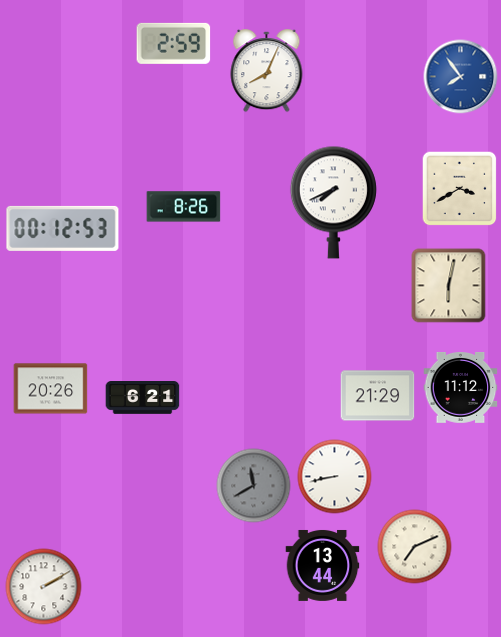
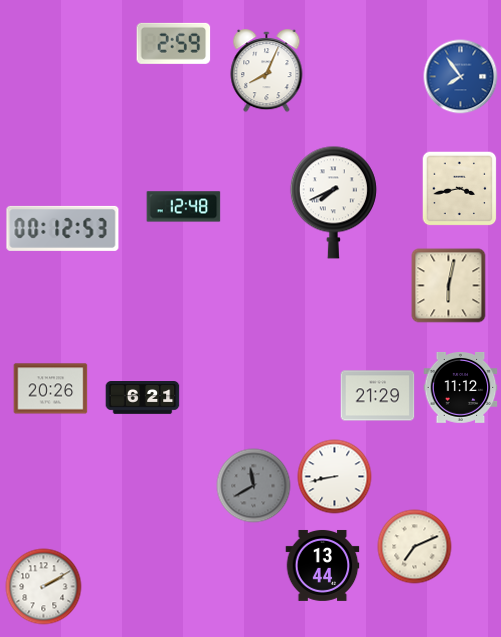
clock at (460, 189): 3:40 -> 3:43
clock at (184, 207): 8:26 -> 12:48
